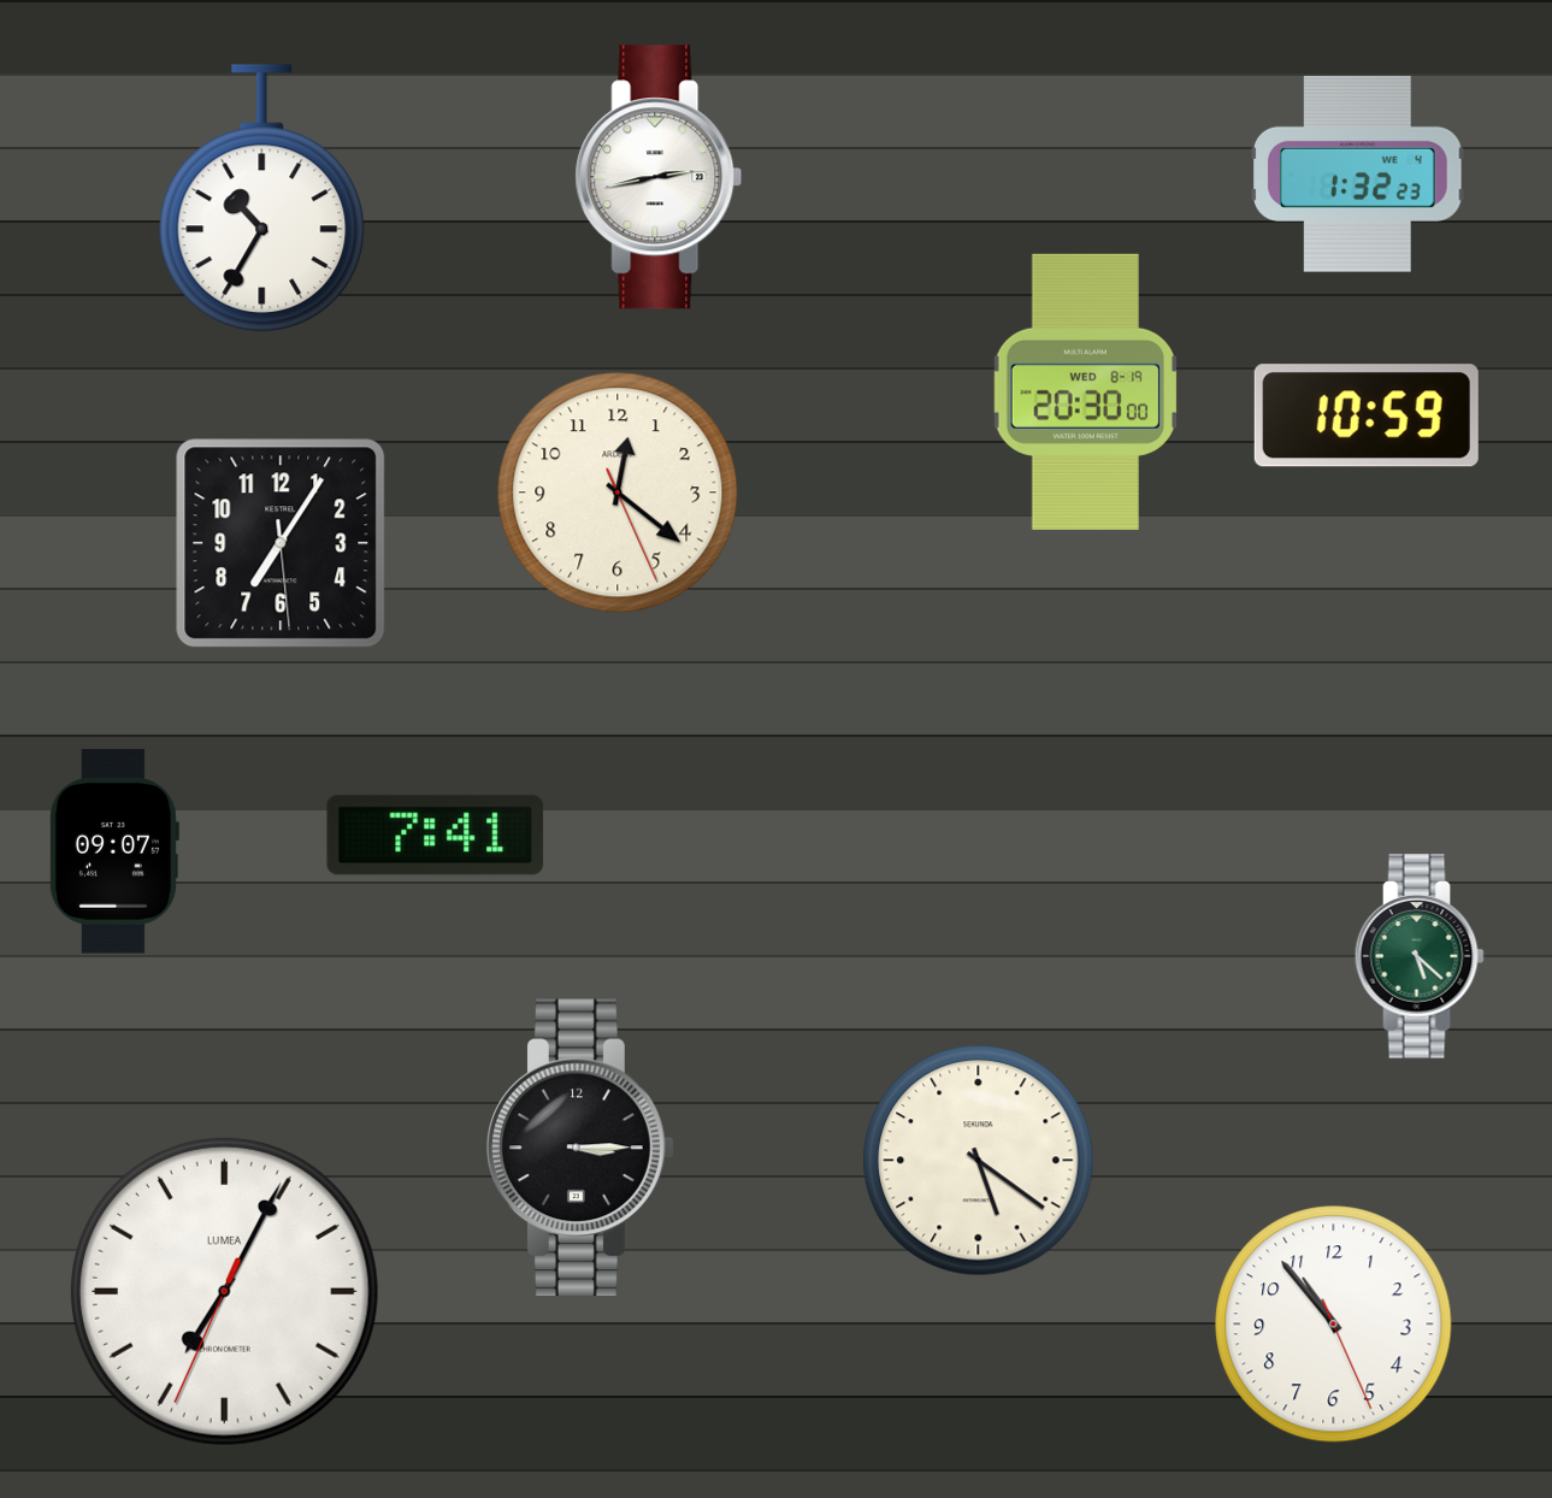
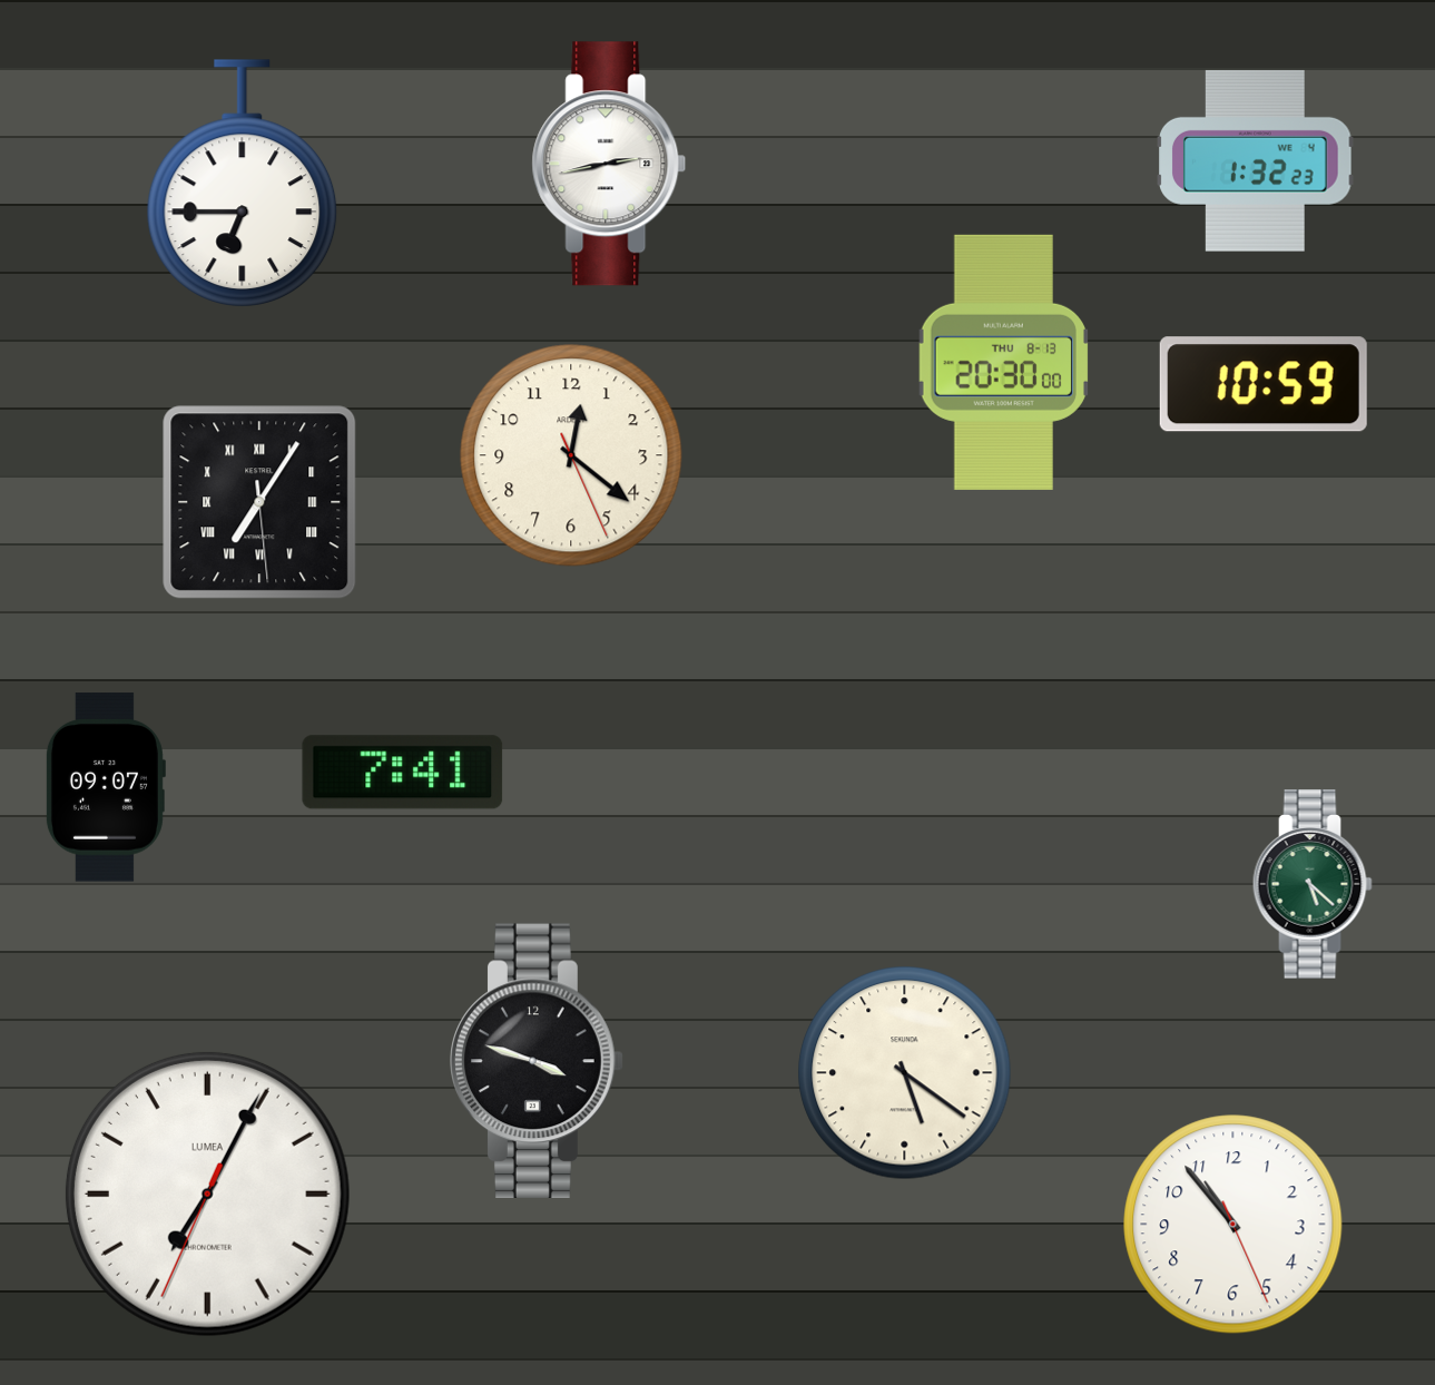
clock at (262, 199): 10:35 -> 6:45
clock at (1085, 391) date: WED 8-19 -> THU 8-13
clock at (281, 543) numerals: Arabic -> Roman
clock at (580, 1146): 3:15 -> 3:48
